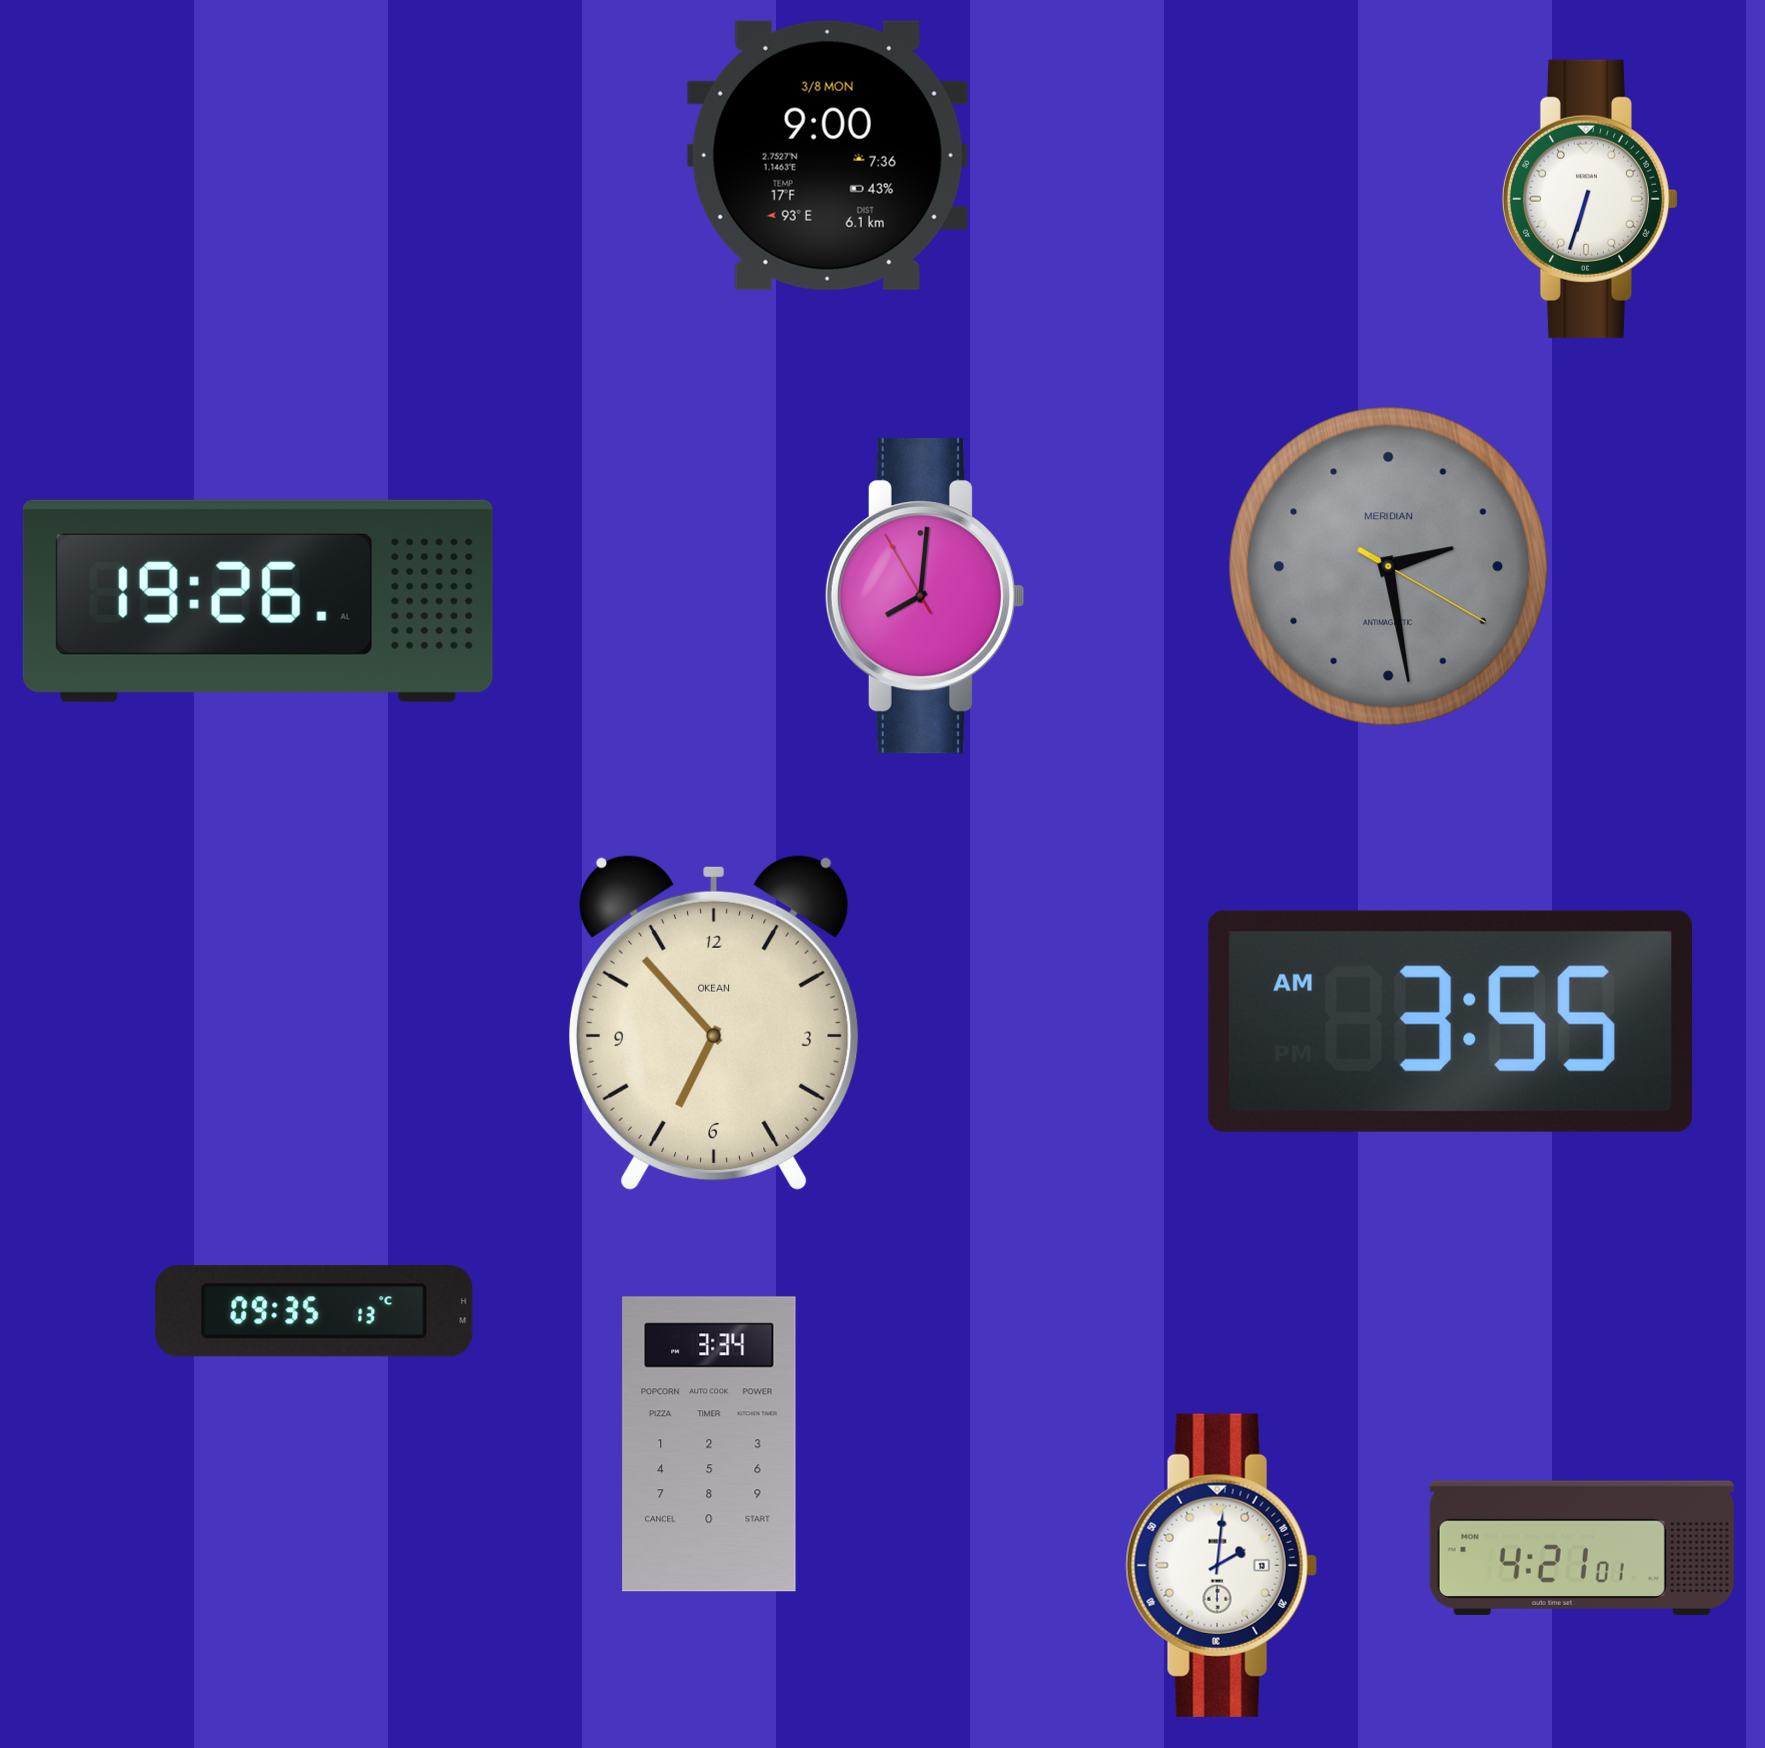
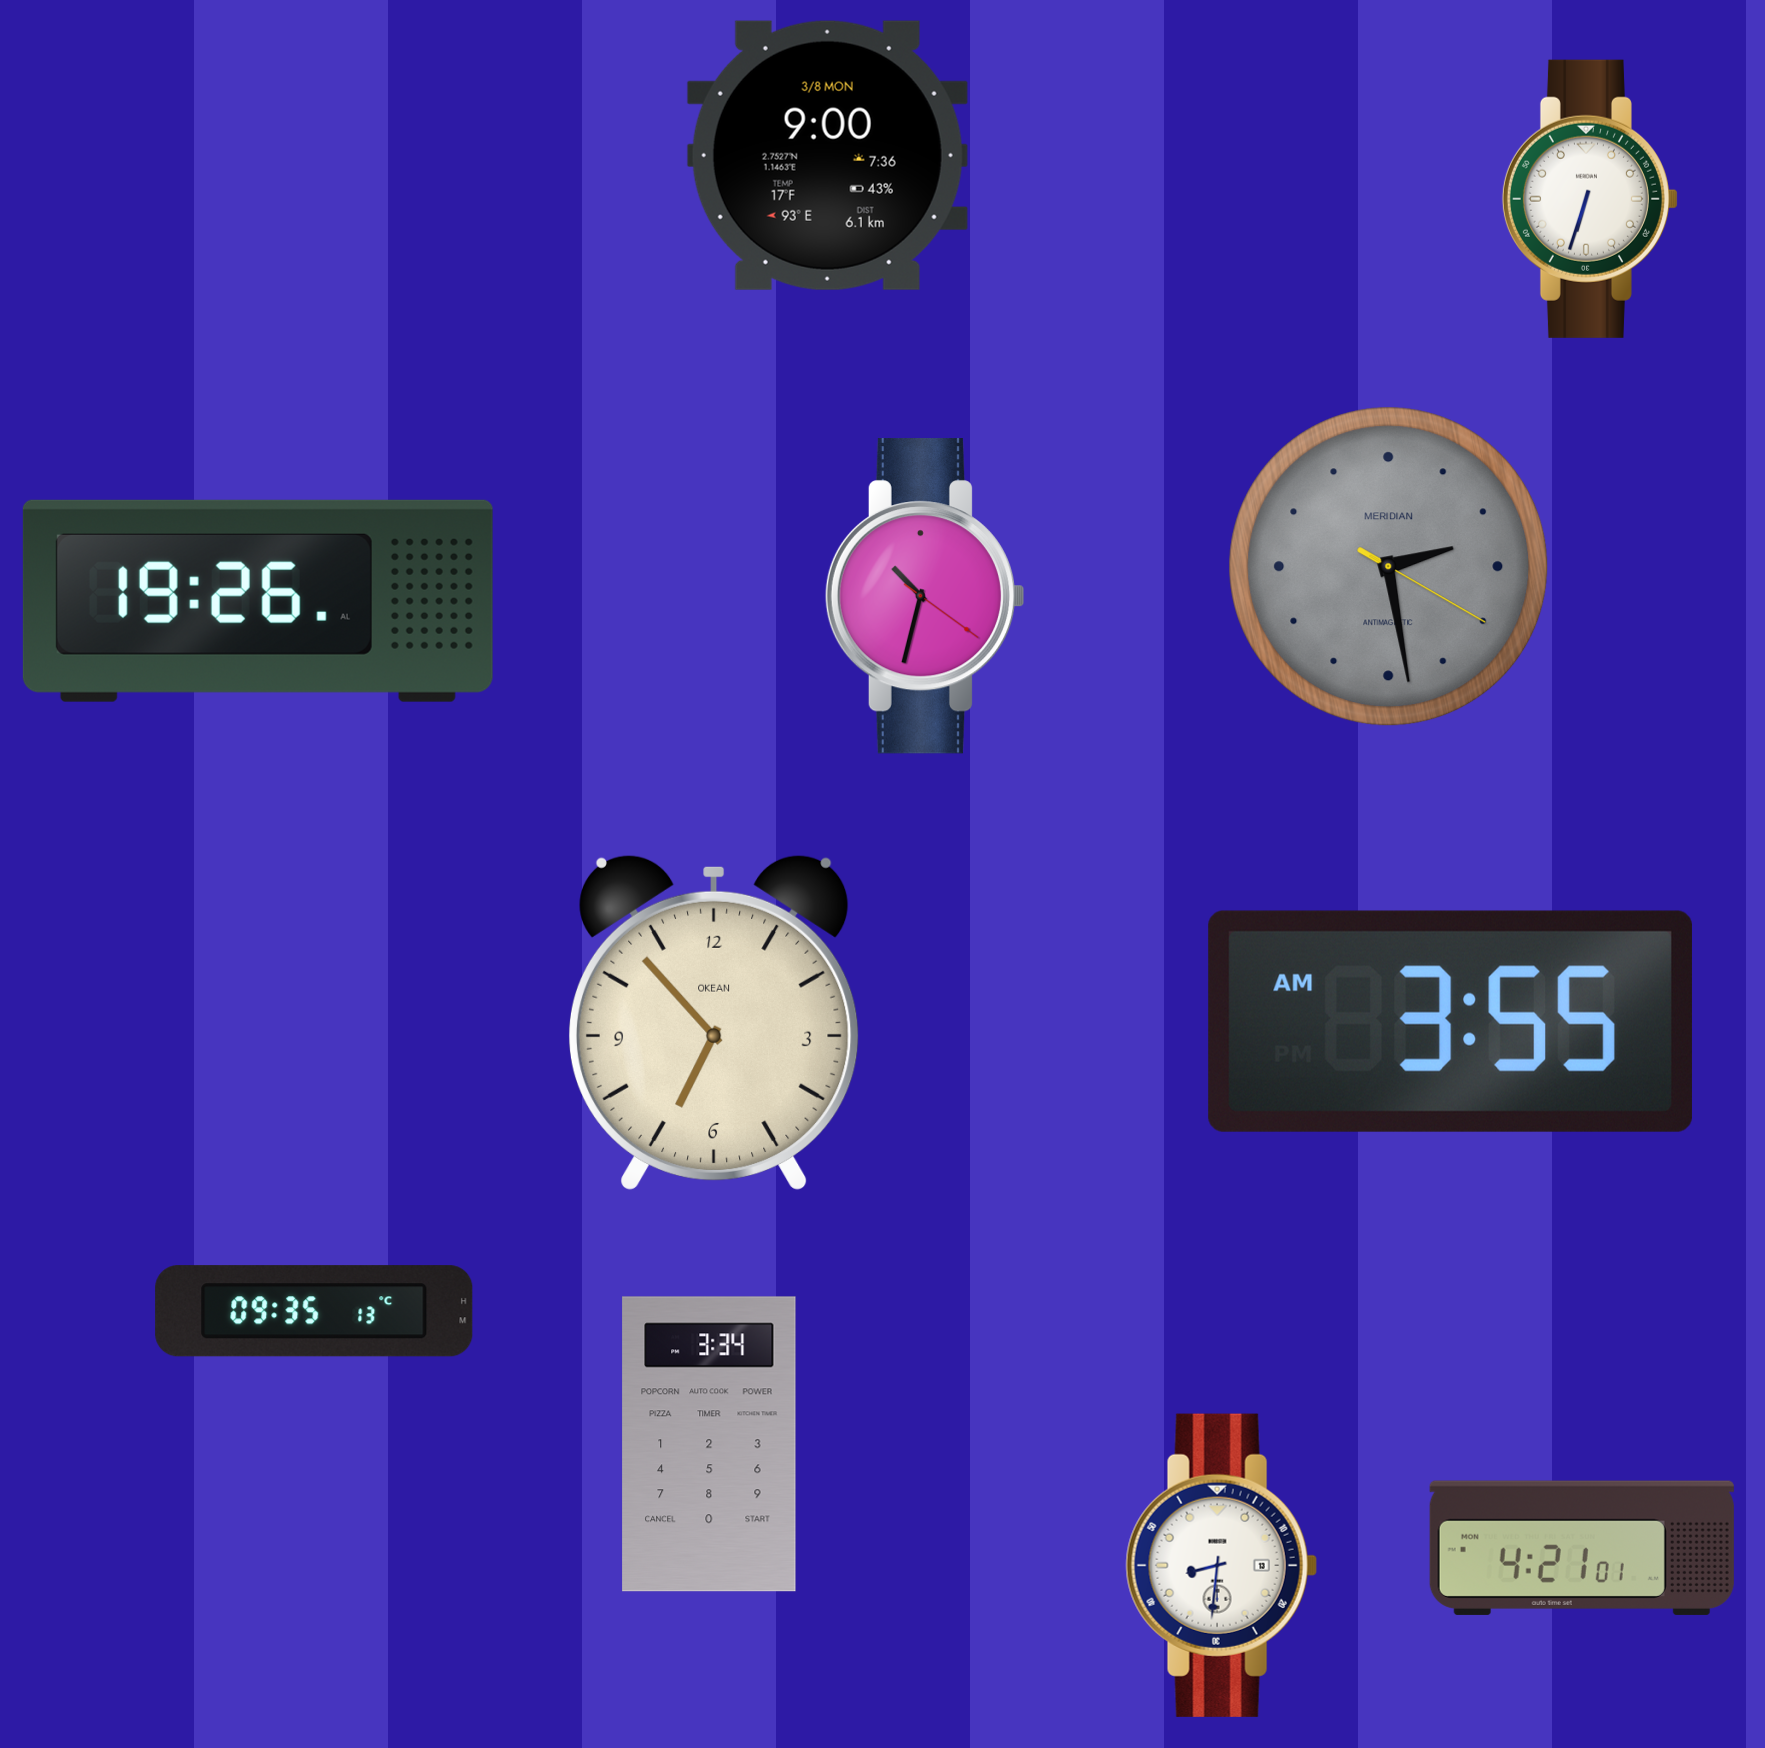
clock at (924, 596): 8:00 -> 10:32
clock at (1221, 1565): 2:01 -> 8:31
